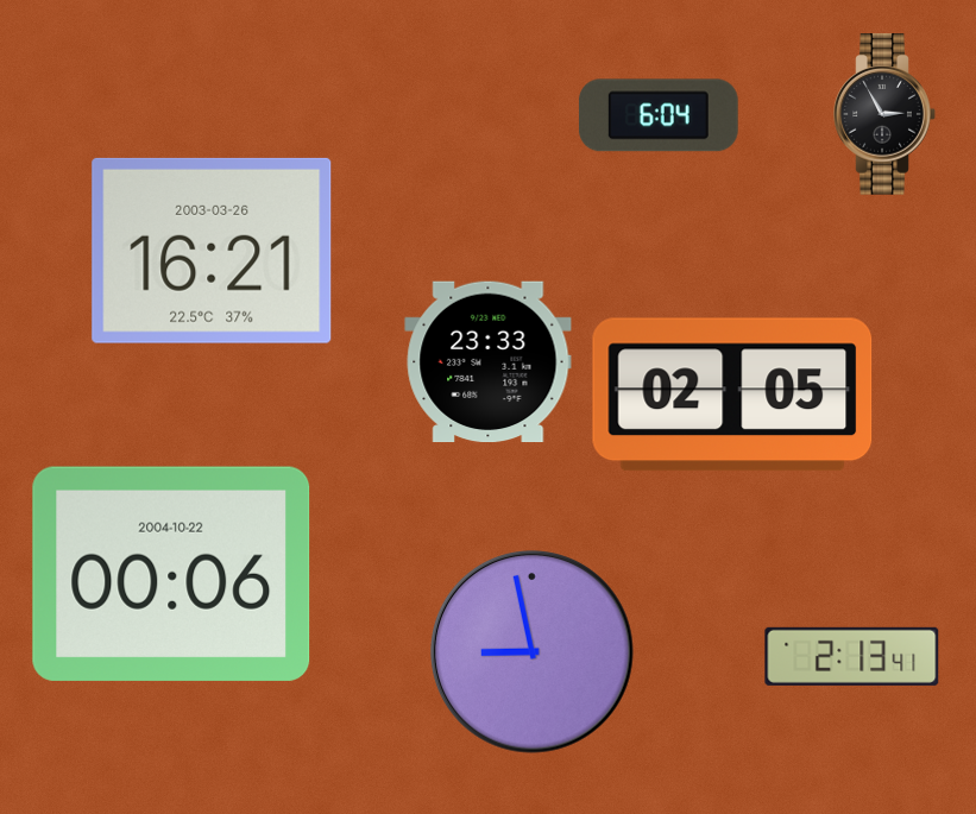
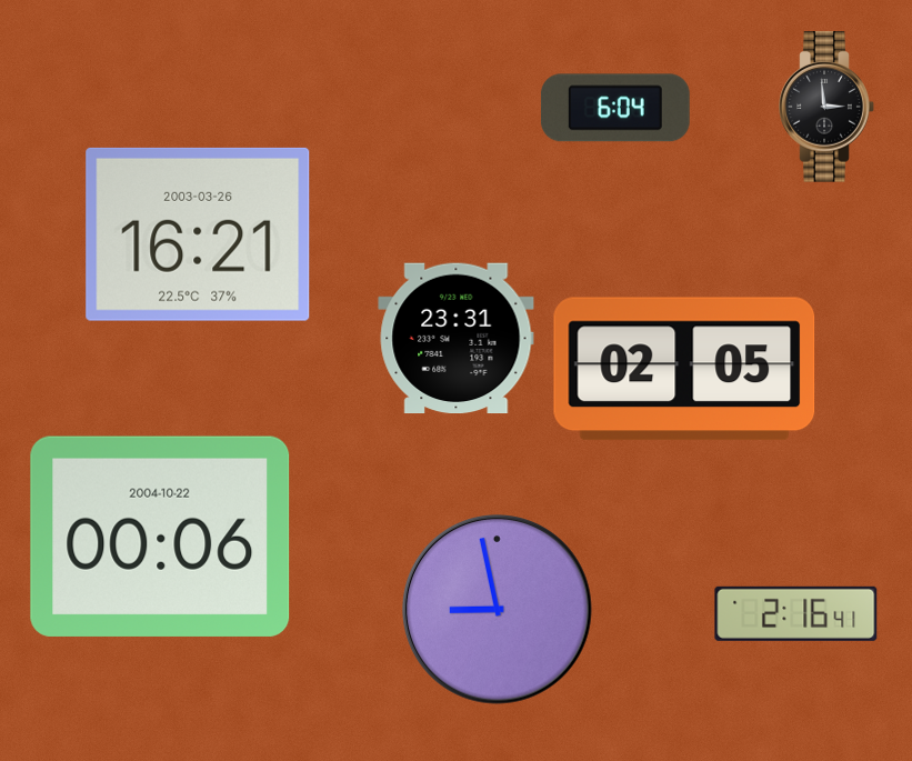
clock at (884, 114): 2:55 -> 2:59
clock at (489, 362): 23:33 -> 23:31
clock at (852, 656): 2:13 -> 2:16
